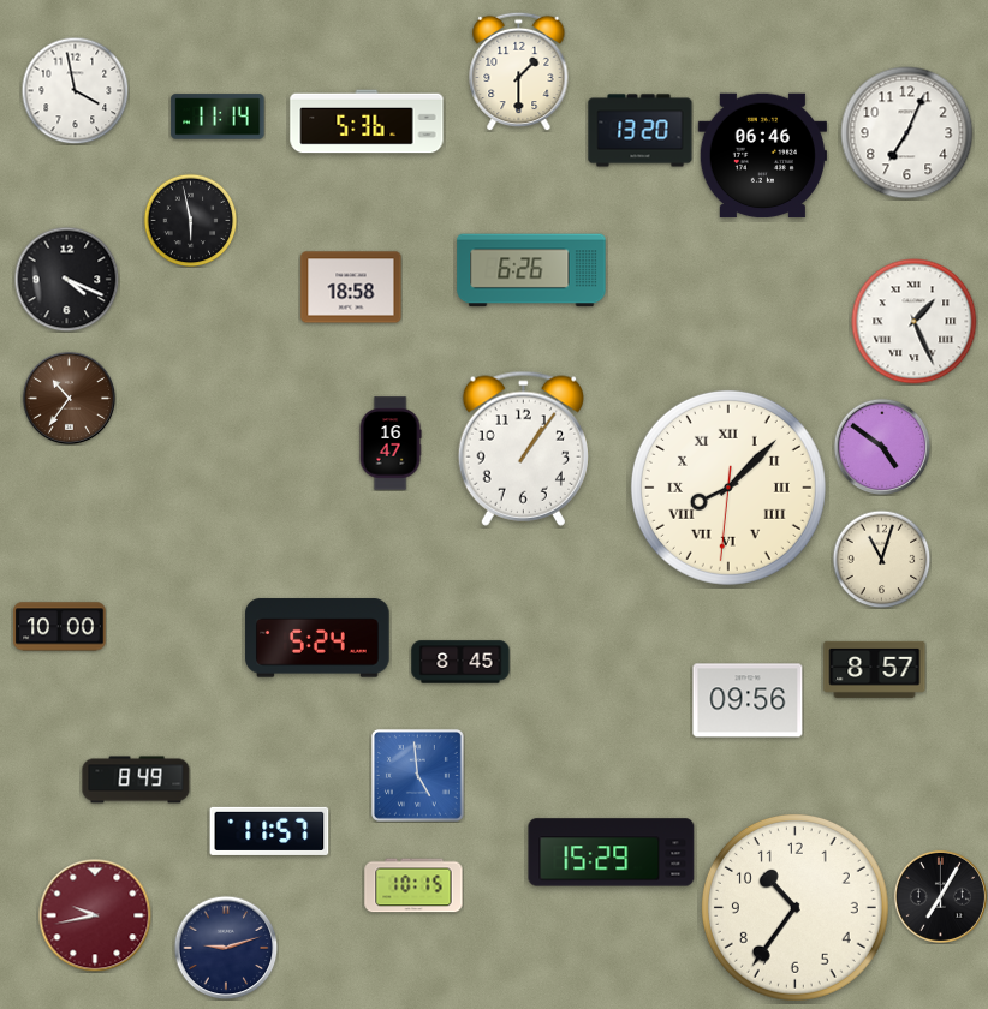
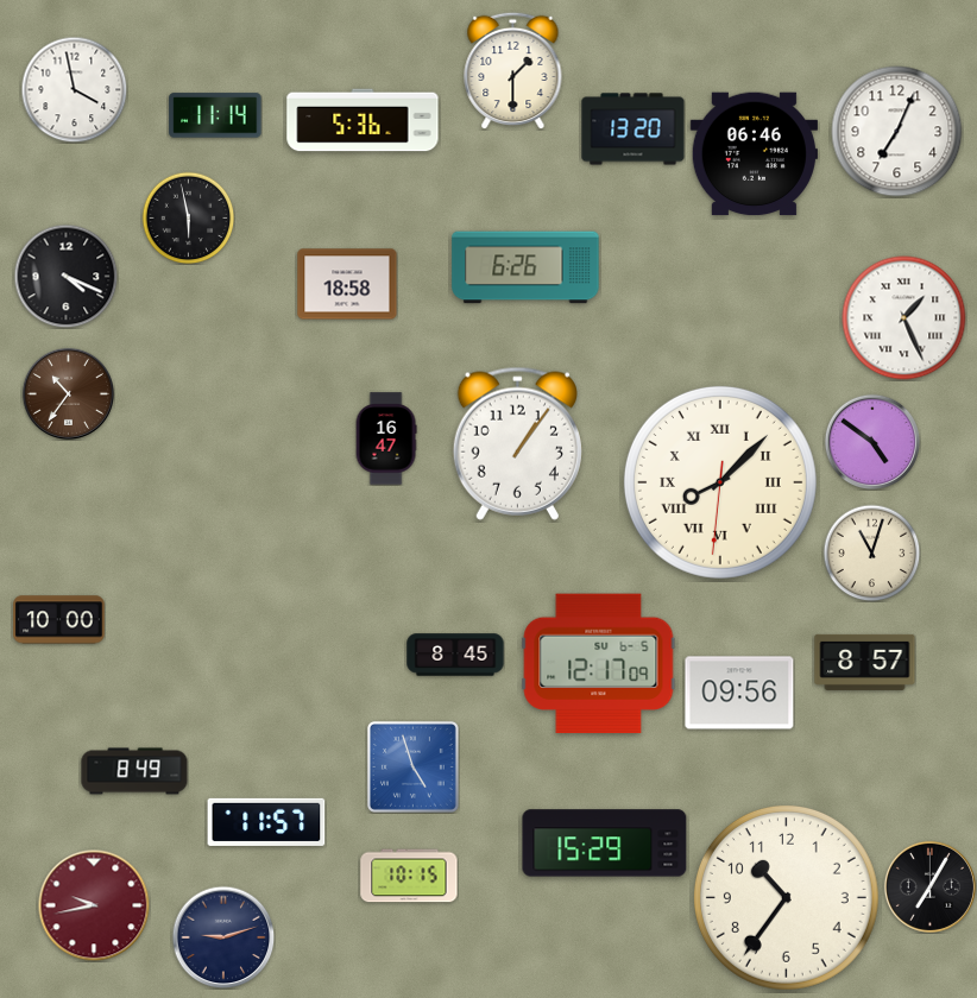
clock at (317, 638): 5:24 -> none
clock at (599, 664): none -> 12:17
clock at (417, 775): 4:59 -> 4:57
